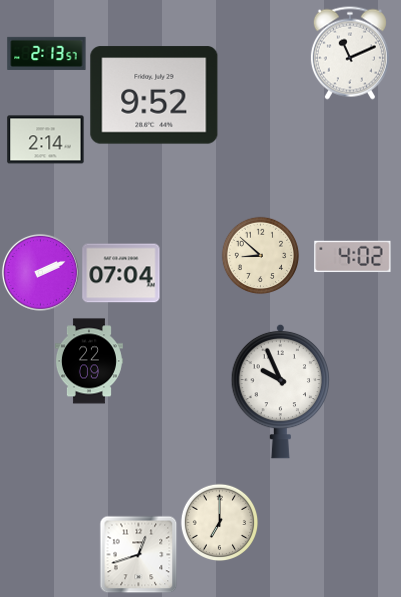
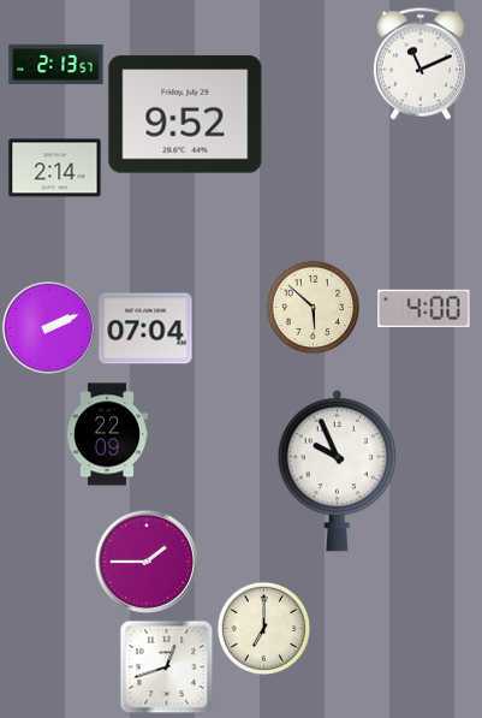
clock at (260, 255): 8:52 -> 5:52
clock at (353, 257): 4:02 -> 4:00
clock at (147, 562): none -> 1:45
